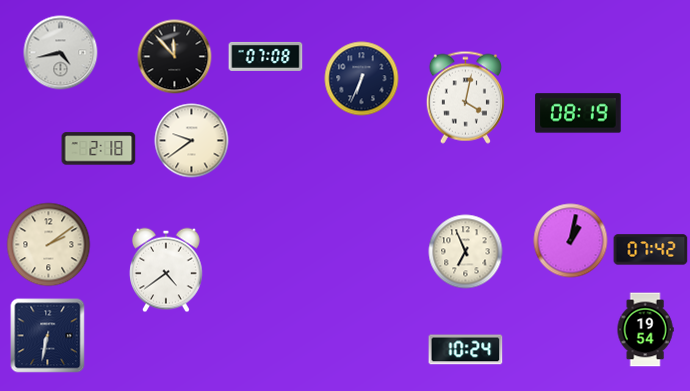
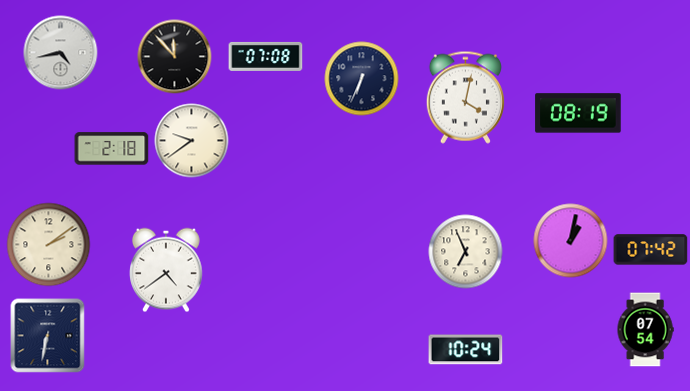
clock at (99, 149) position: (99, 149) -> (112, 149)
clock at (645, 330): 19:54 -> 07:54
